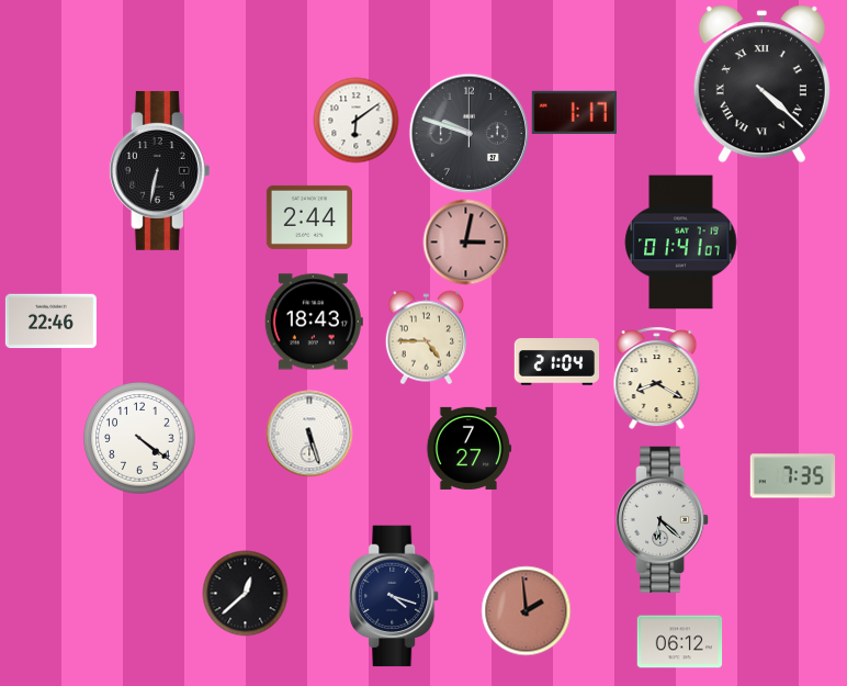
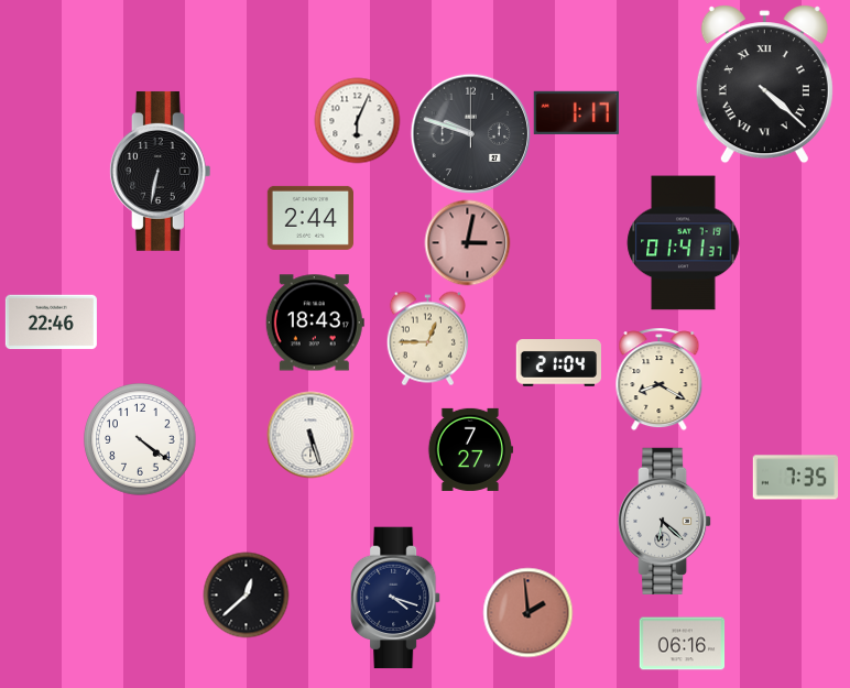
clock at (355, 120): 6:09 -> 6:04
clock at (681, 243): 01:41:07 -> 01:41:37
clock at (426, 337): 4:45 -> 12:45
clock at (679, 642): 06:12 -> 06:16
